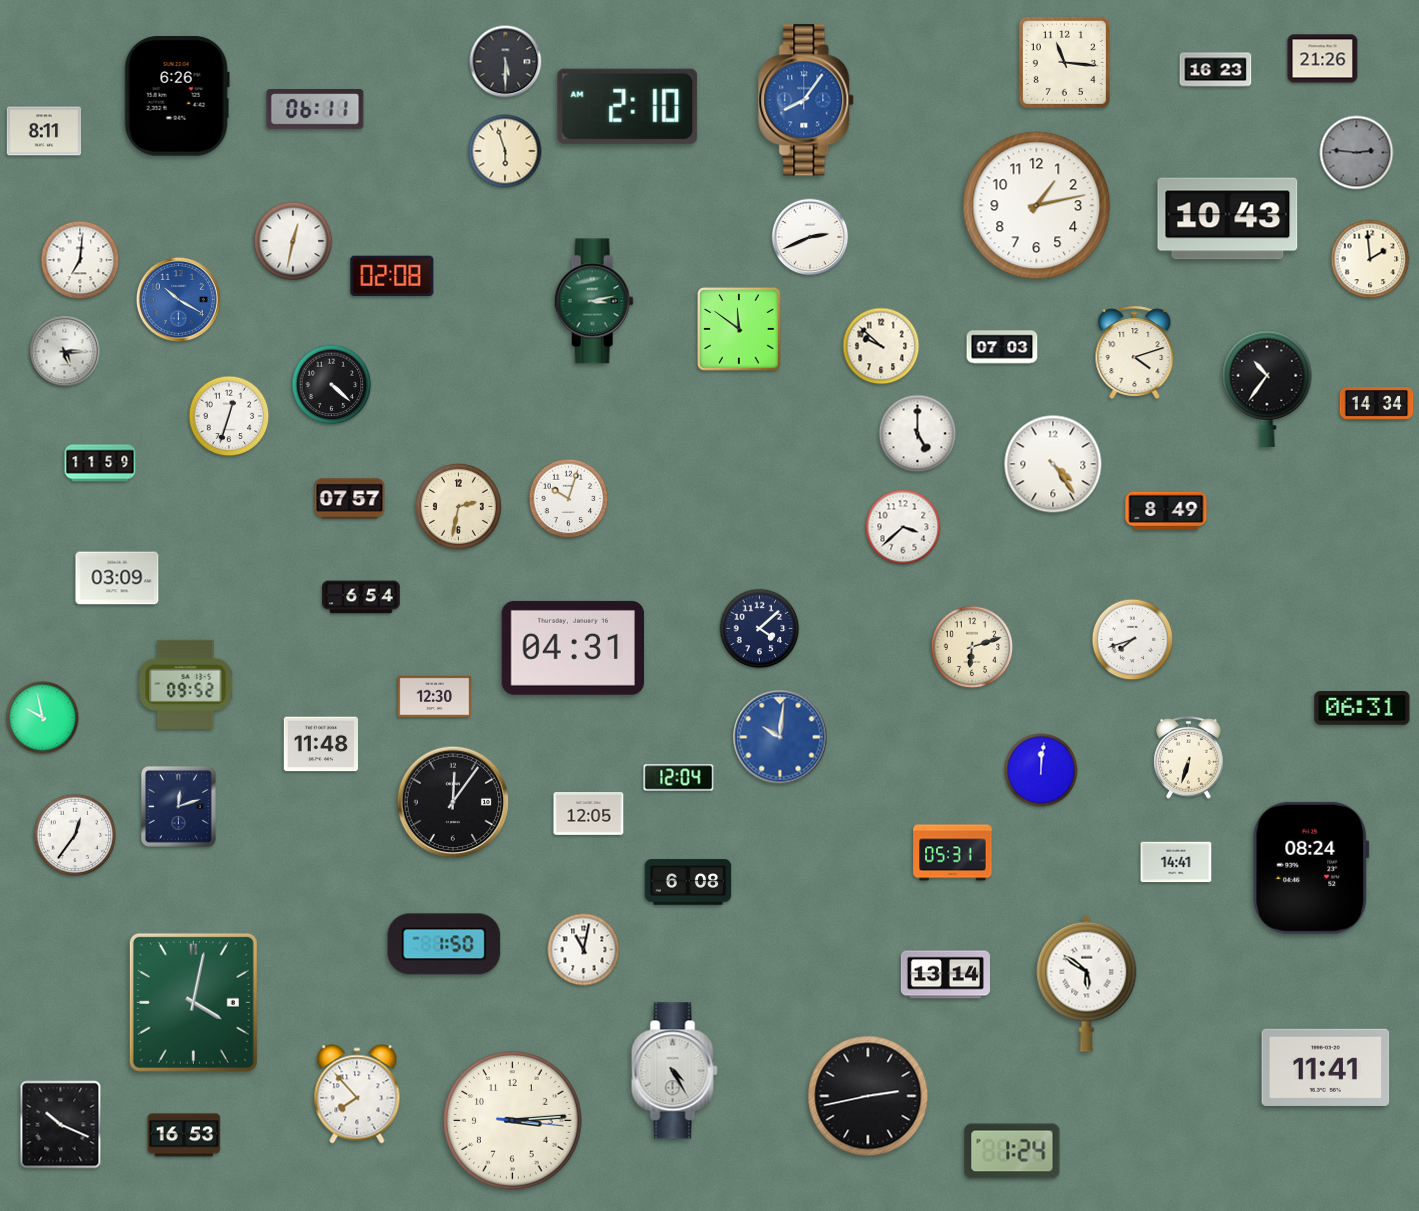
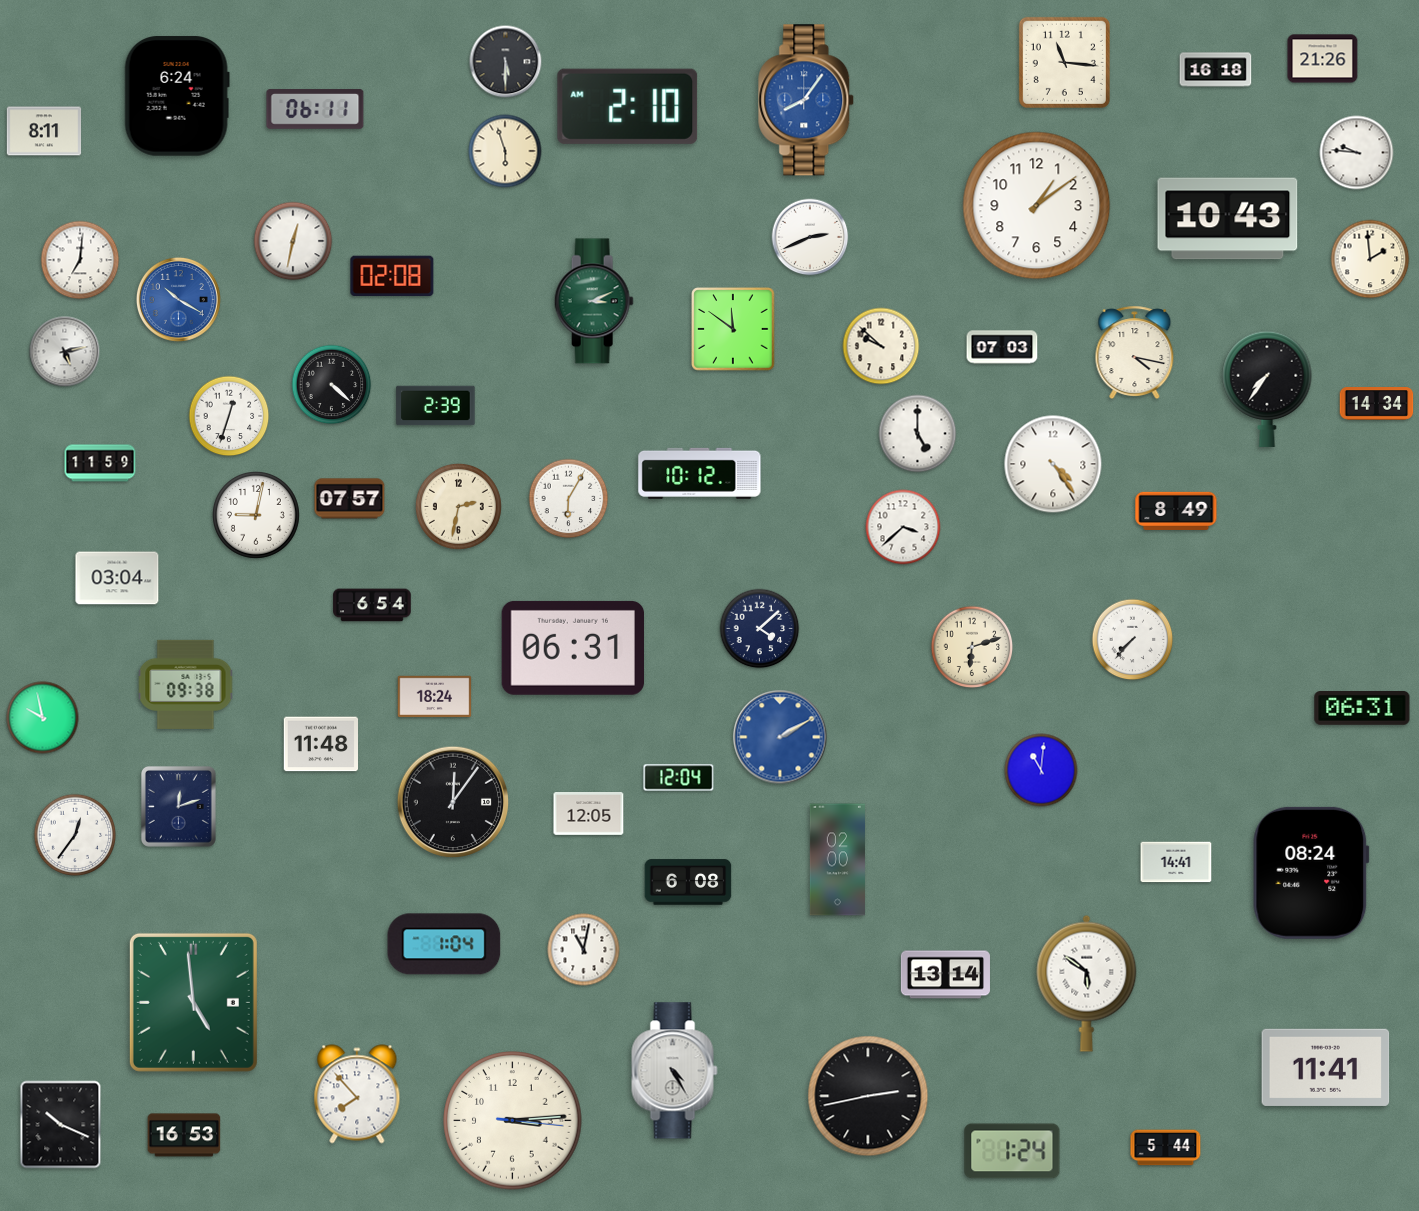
clock at (1216, 70): 16:23 -> 16:18
clock at (177, 96): 6:26 -> 6:24
clock at (1357, 153): 2:46 -> 9:46
clock at (1357, 153) dial: grey -> white
clock at (1037, 206): 1:13 -> 1:09
clock at (594, 301): 3:13 -> 3:11
clock at (739, 329) position: (739, 329) -> (733, 329)
clock at (65, 352): 5:15 -> 5:13
clock at (1135, 353): 4:12 -> 4:17
clock at (1267, 389): 10:36 -> 7:36
clock at (436, 406): none -> 2:39
clock at (700, 473): none -> 10:12
clock at (569, 499): 10:03 -> 6:05
clock at (1166, 511) position: (1166, 511) -> (1176, 511)
clock at (257, 516): none -> 9:02
clock at (117, 578): 03:09 -> 03:04
clock at (361, 597) position: (361, 597) -> (372, 605)
clock at (1133, 640): 7:42 -> 7:37
clock at (572, 648): 04:31 -> 06:31
clock at (186, 684): 09:52 -> 09:38
clock at (435, 697): 12:30 -> 18:24
clock at (780, 737): 10:01 -> 2:10
clock at (1189, 758): 6:33 -> none
clock at (1041, 770): 12:01 -> 11:01
clock at (953, 853): 05:31 -> none
clock at (837, 860): none -> 02:00
clock at (1311, 868) position: (1311, 868) -> (1311, 873)
clock at (444, 944): 1:50 -> 1:04
clock at (193, 1002): 4:02 -> 4:59
clock at (1166, 1148): none -> 5:44
